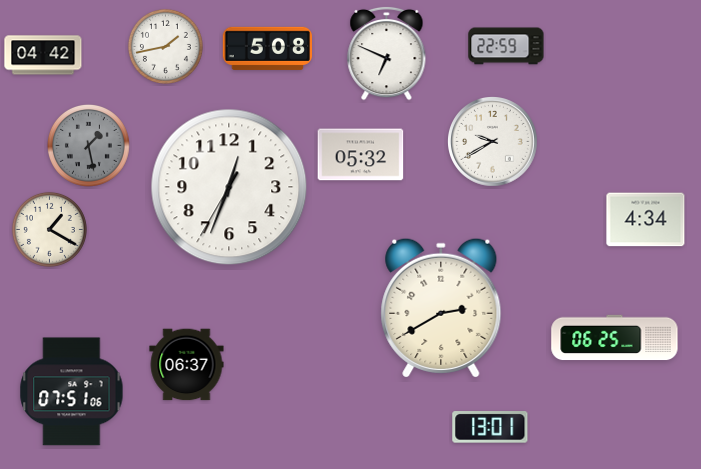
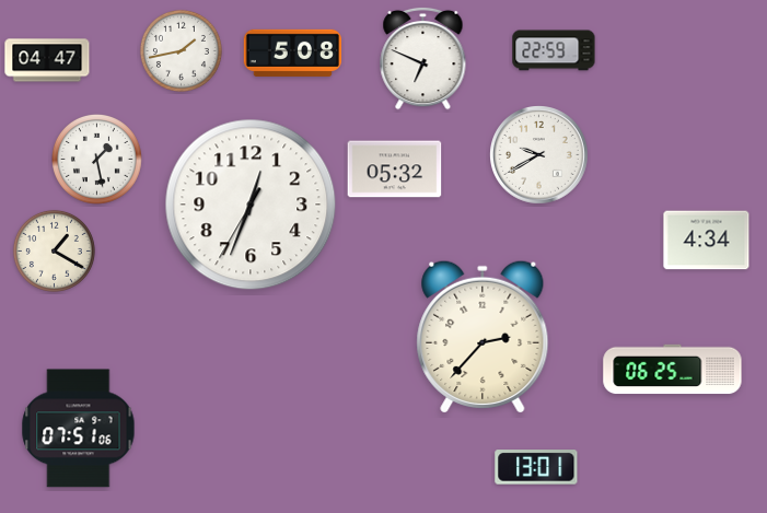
clock at (43, 55): 04:42 -> 04:47
clock at (88, 145) dial: grey -> white
clock at (441, 308): 2:40 -> 2:37
clock at (187, 365): 06:37 -> none
